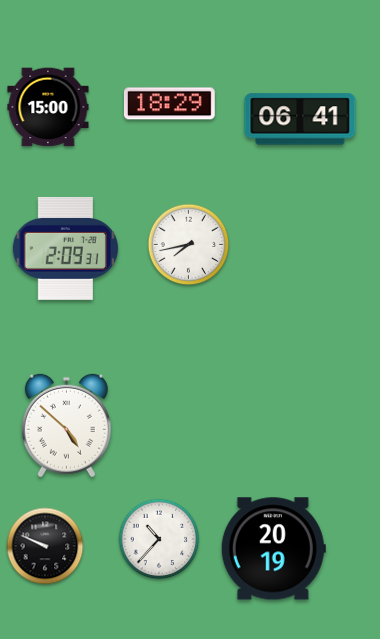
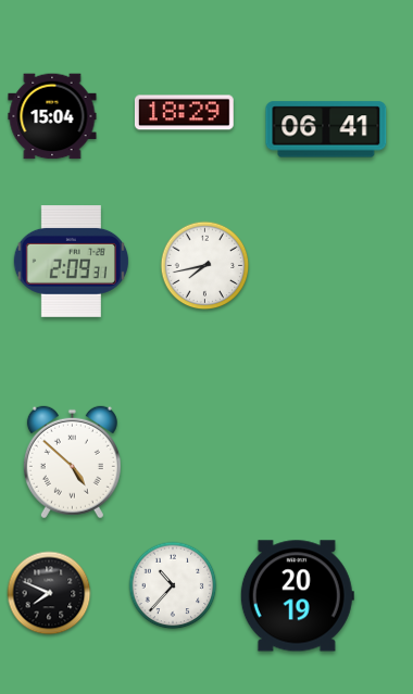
clock at (48, 107): 15:00 -> 15:04
clock at (65, 248) position: (65, 248) -> (71, 261)
clock at (45, 546): 9:49 -> 7:49
